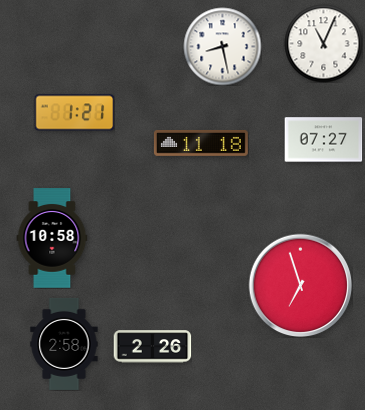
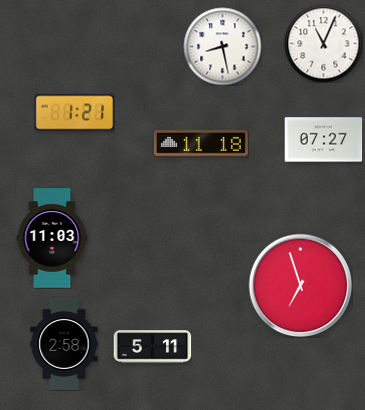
clock at (52, 238): 10:58 -> 11:03
clock at (152, 347): 2:26 -> 5:11
